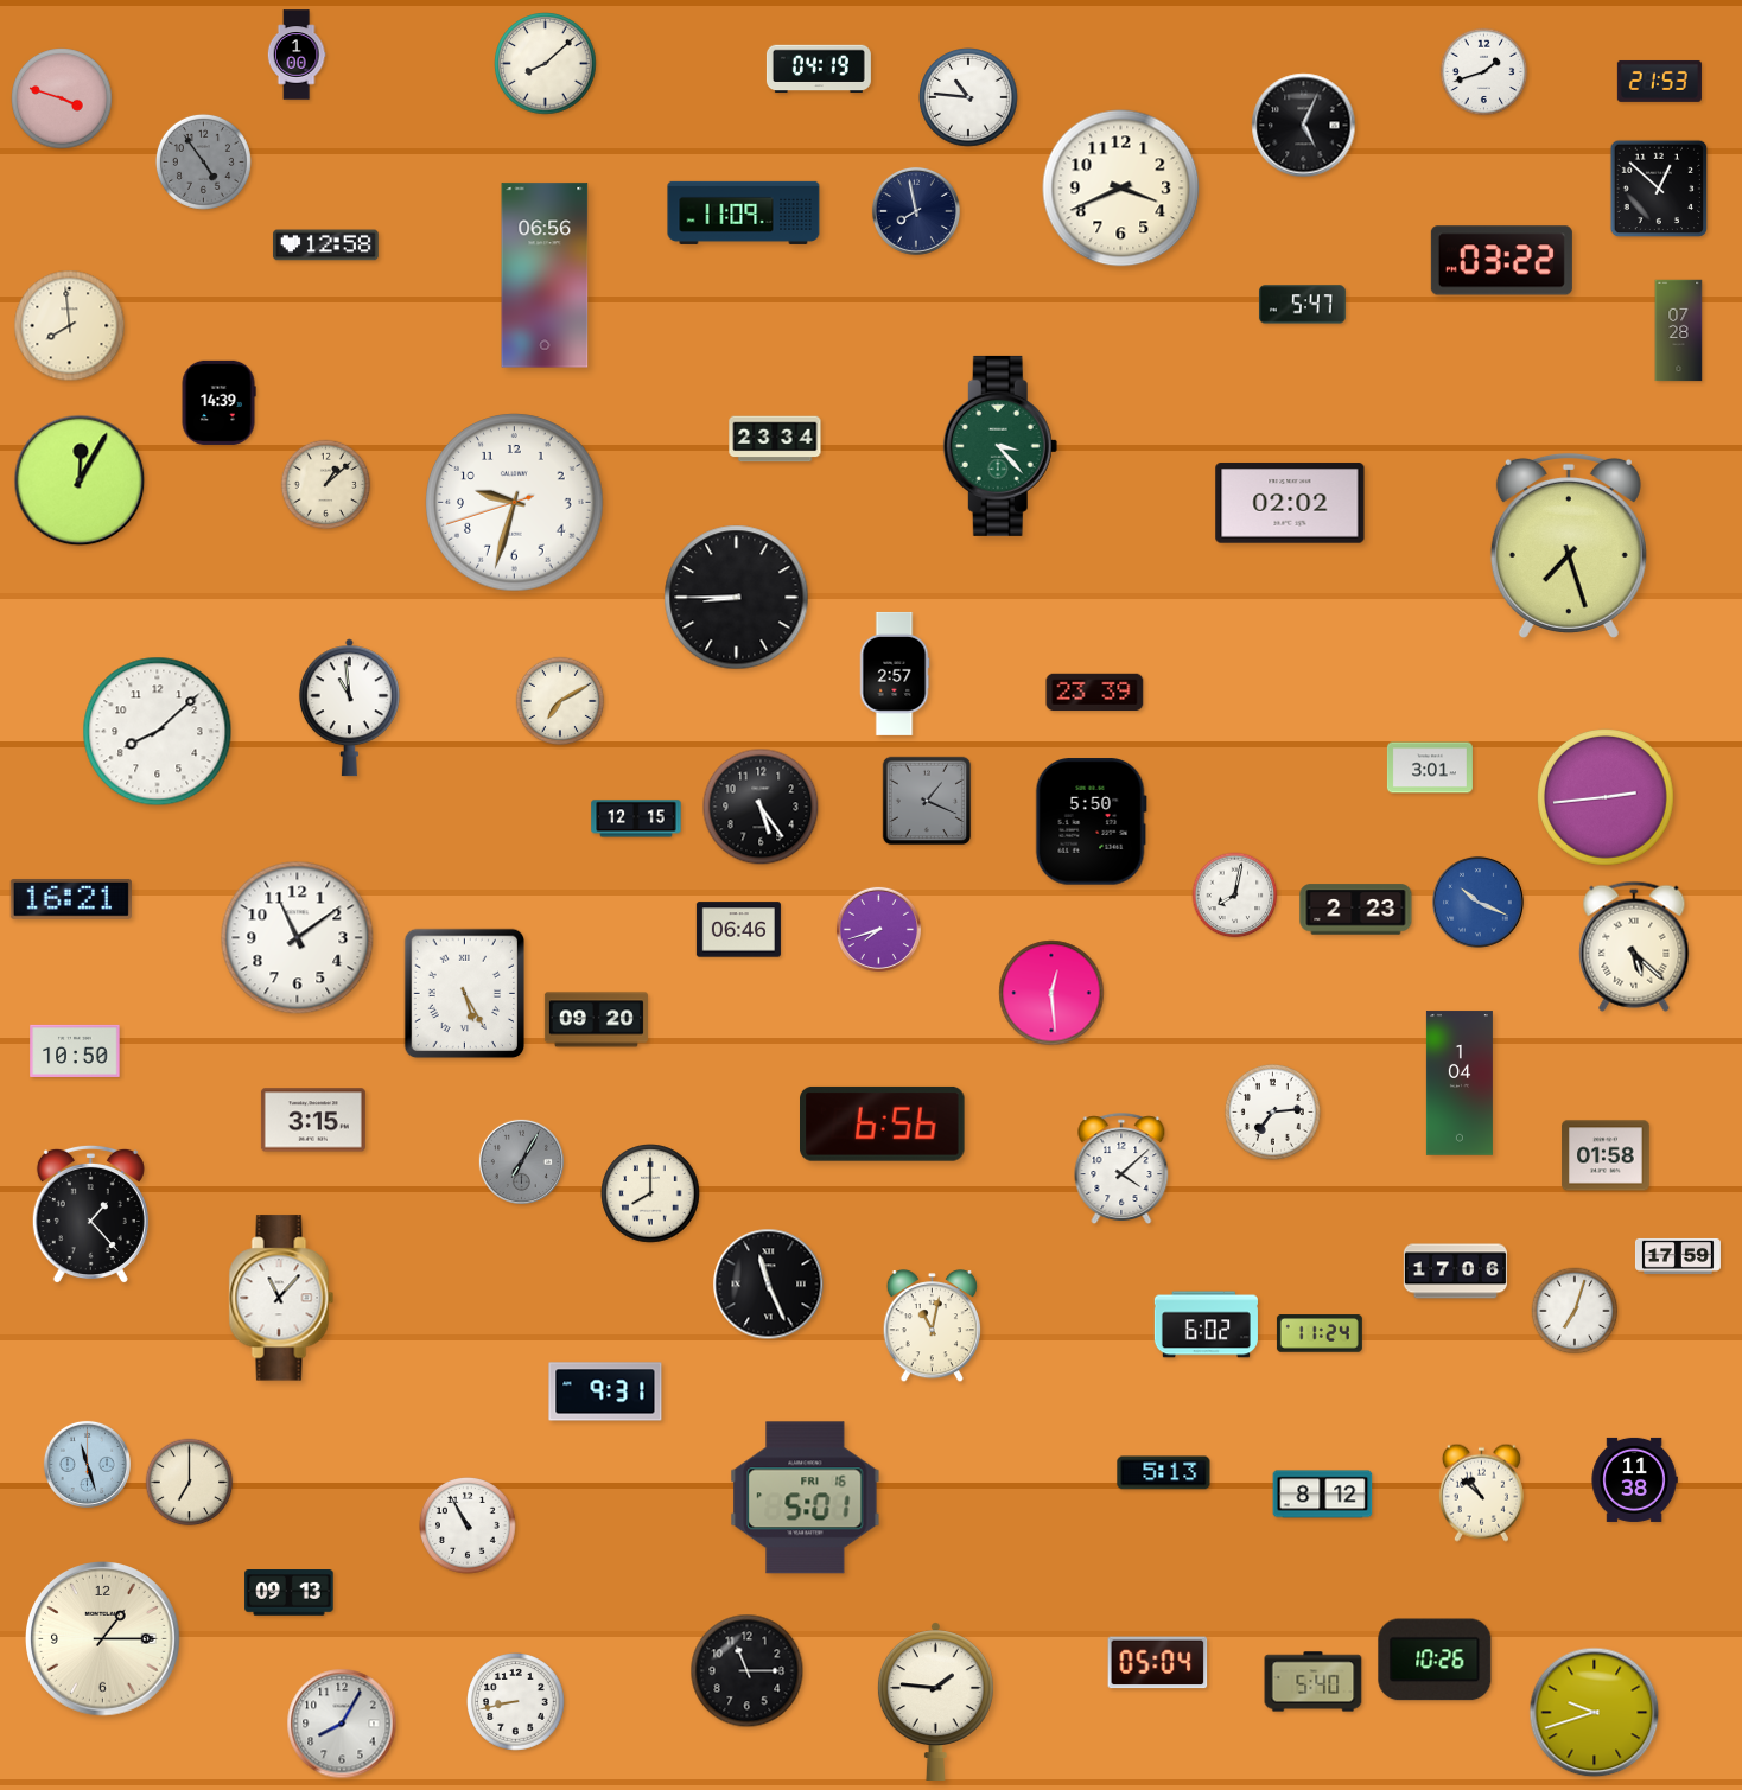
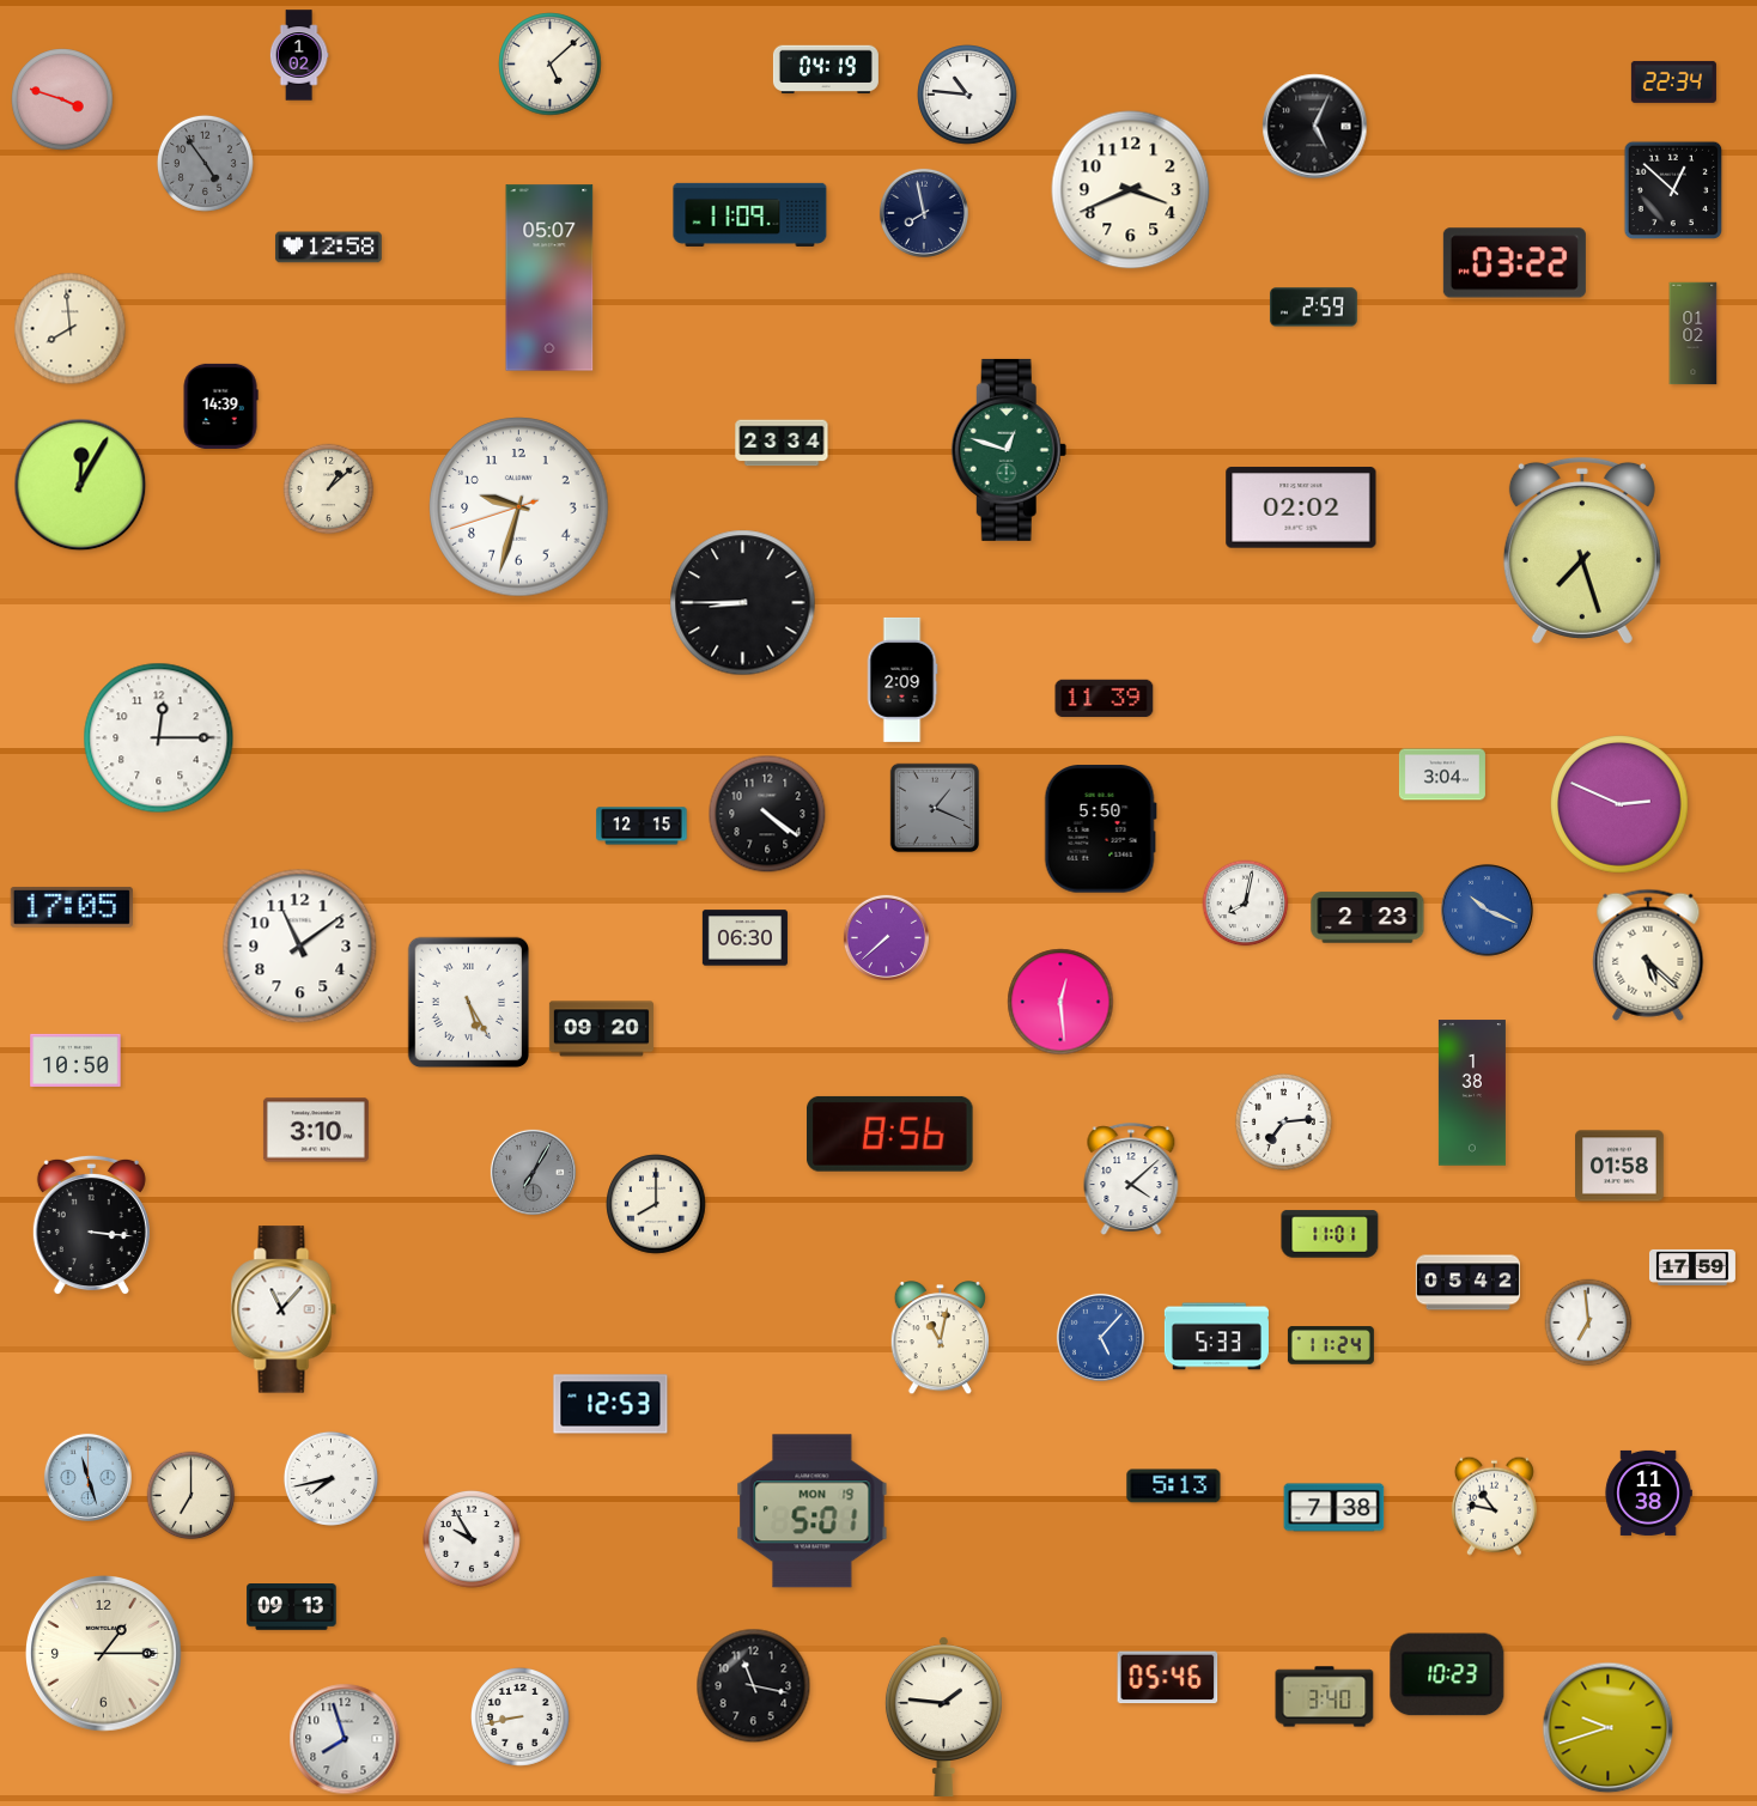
clock at (297, 55): 1:00 -> 1:02
clock at (546, 64): 8:08 -> 5:08
clock at (1484, 72): 1:42 -> none
clock at (1659, 81): 21:53 -> 22:34
clock at (968, 97) position: (968, 97) -> (967, 95)
clock at (545, 275): 06:56 -> 05:07
clock at (1302, 305): 5:47 -> 2:59
clock at (1679, 331): 07:28 -> 01:02
clock at (1000, 446): 3:23 -> 12:48
clock at (895, 674): 2:57 -> 2:09
clock at (1095, 693): 23:39 -> 11:39
clock at (560, 701): 7:10 -> none
clock at (349, 708): 10:59 -> none
clock at (158, 732): 8:08 -> 12:15
clock at (1430, 767): 3:01 -> 3:04
clock at (1607, 798): 2:44 -> 2:49
clock at (761, 807): 5:24 -> 4:21
clock at (71, 899): 16:21 -> 17:05
clock at (1477, 902) position: (1477, 902) -> (1487, 910)
clock at (878, 929): 7:42 -> 7:38
clock at (738, 930): 06:46 -> 06:30
clock at (1460, 1083): 1:04 -> 1:38
clock at (313, 1120): 3:15 -> 3:10
clock at (883, 1123): 6:56 -> 8:56
clock at (521, 1161) position: (521, 1161) -> (533, 1172)
clock at (90, 1215): 1:23 -> 3:16
clock at (1330, 1234): none -> 11:01
clock at (1455, 1272): 17:06 -> 05:42
clock at (769, 1285): 11:26 -> none
clock at (1575, 1311): 7:03 -> 6:59
clock at (1100, 1337): none -> 5:07
clock at (1206, 1325): 6:02 -> 5:33
clock at (605, 1391): 9:31 -> 12:53
clock at (330, 1478): none -> 7:43
clock at (1481, 1492): 10:52 -> 10:47
clock at (1323, 1495): 8:12 -> 7:38
clock at (806, 1498) date: FRI 16 -> MON 19
clock at (468, 1525): 10:55 -> 9:55
clock at (1435, 1660): 10:26 -> 10:23
clock at (1158, 1663): 05:04 -> 05:46
clock at (748, 1671): 11:15 -> 11:17
clock at (1314, 1682): 5:40 -> 3:40
clock at (342, 1724): 8:05 -> 7:57
